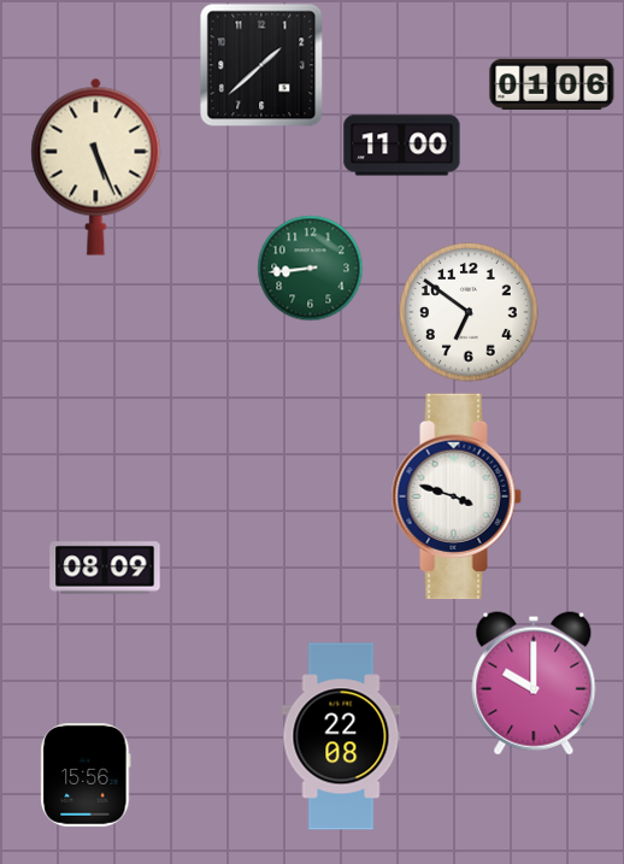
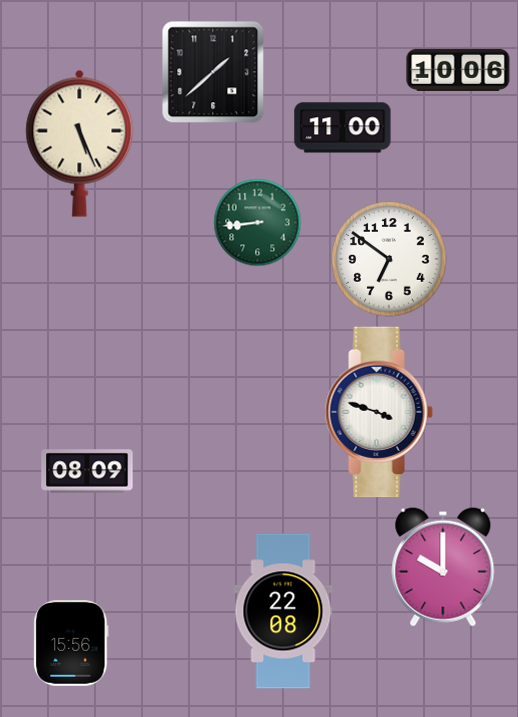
clock at (261, 65) position: (261, 65) -> (213, 72)
clock at (552, 84): 01:06 -> 10:06
clock at (402, 146) position: (402, 146) -> (343, 128)
clock at (96, 166) position: (96, 166) -> (80, 143)
